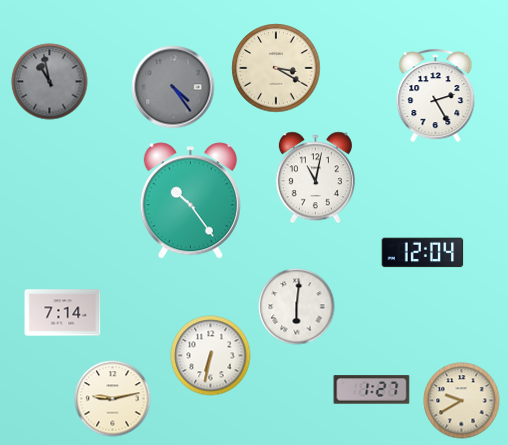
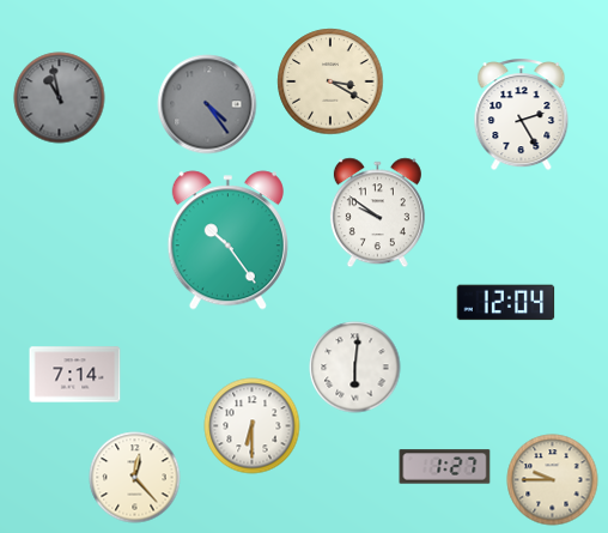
clock at (315, 178): 11:02 -> 9:51
clock at (211, 356): 6:32 -> 6:30
clock at (113, 399): 9:13 -> 12:23
clock at (462, 401): 9:40 -> 9:45
